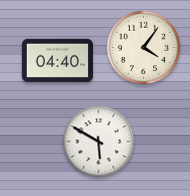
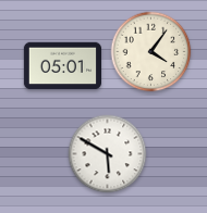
clock at (144, 48) position: (144, 48) -> (151, 52)
clock at (57, 61): 04:40 -> 05:01
